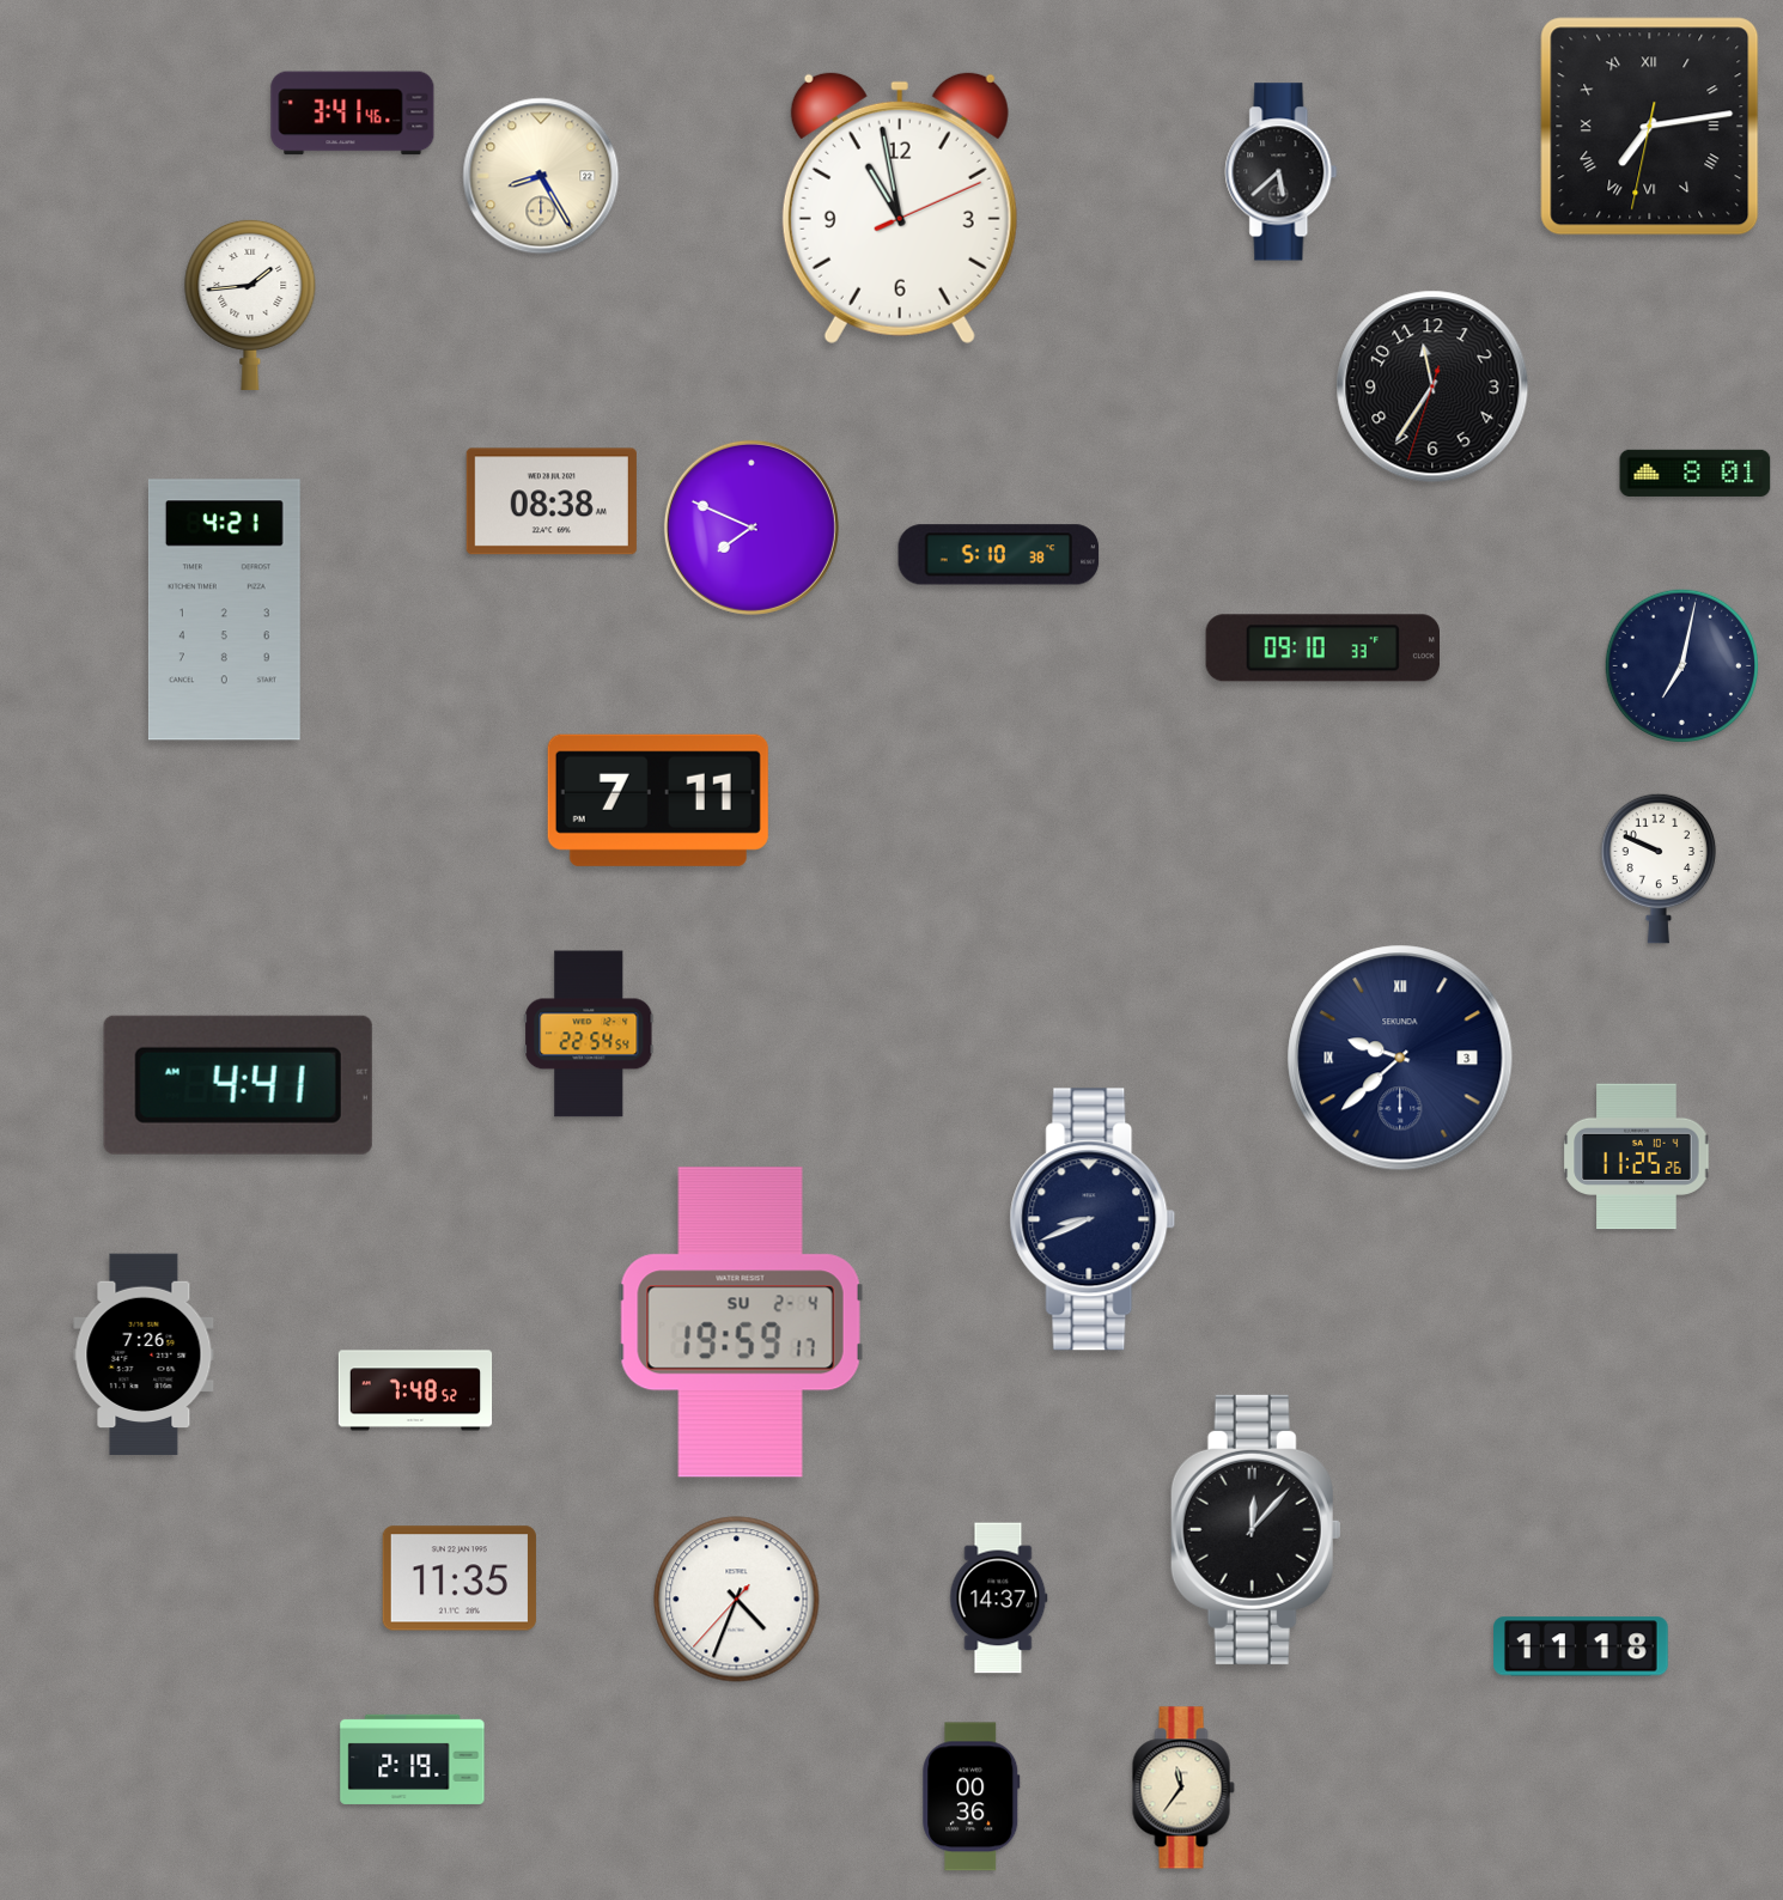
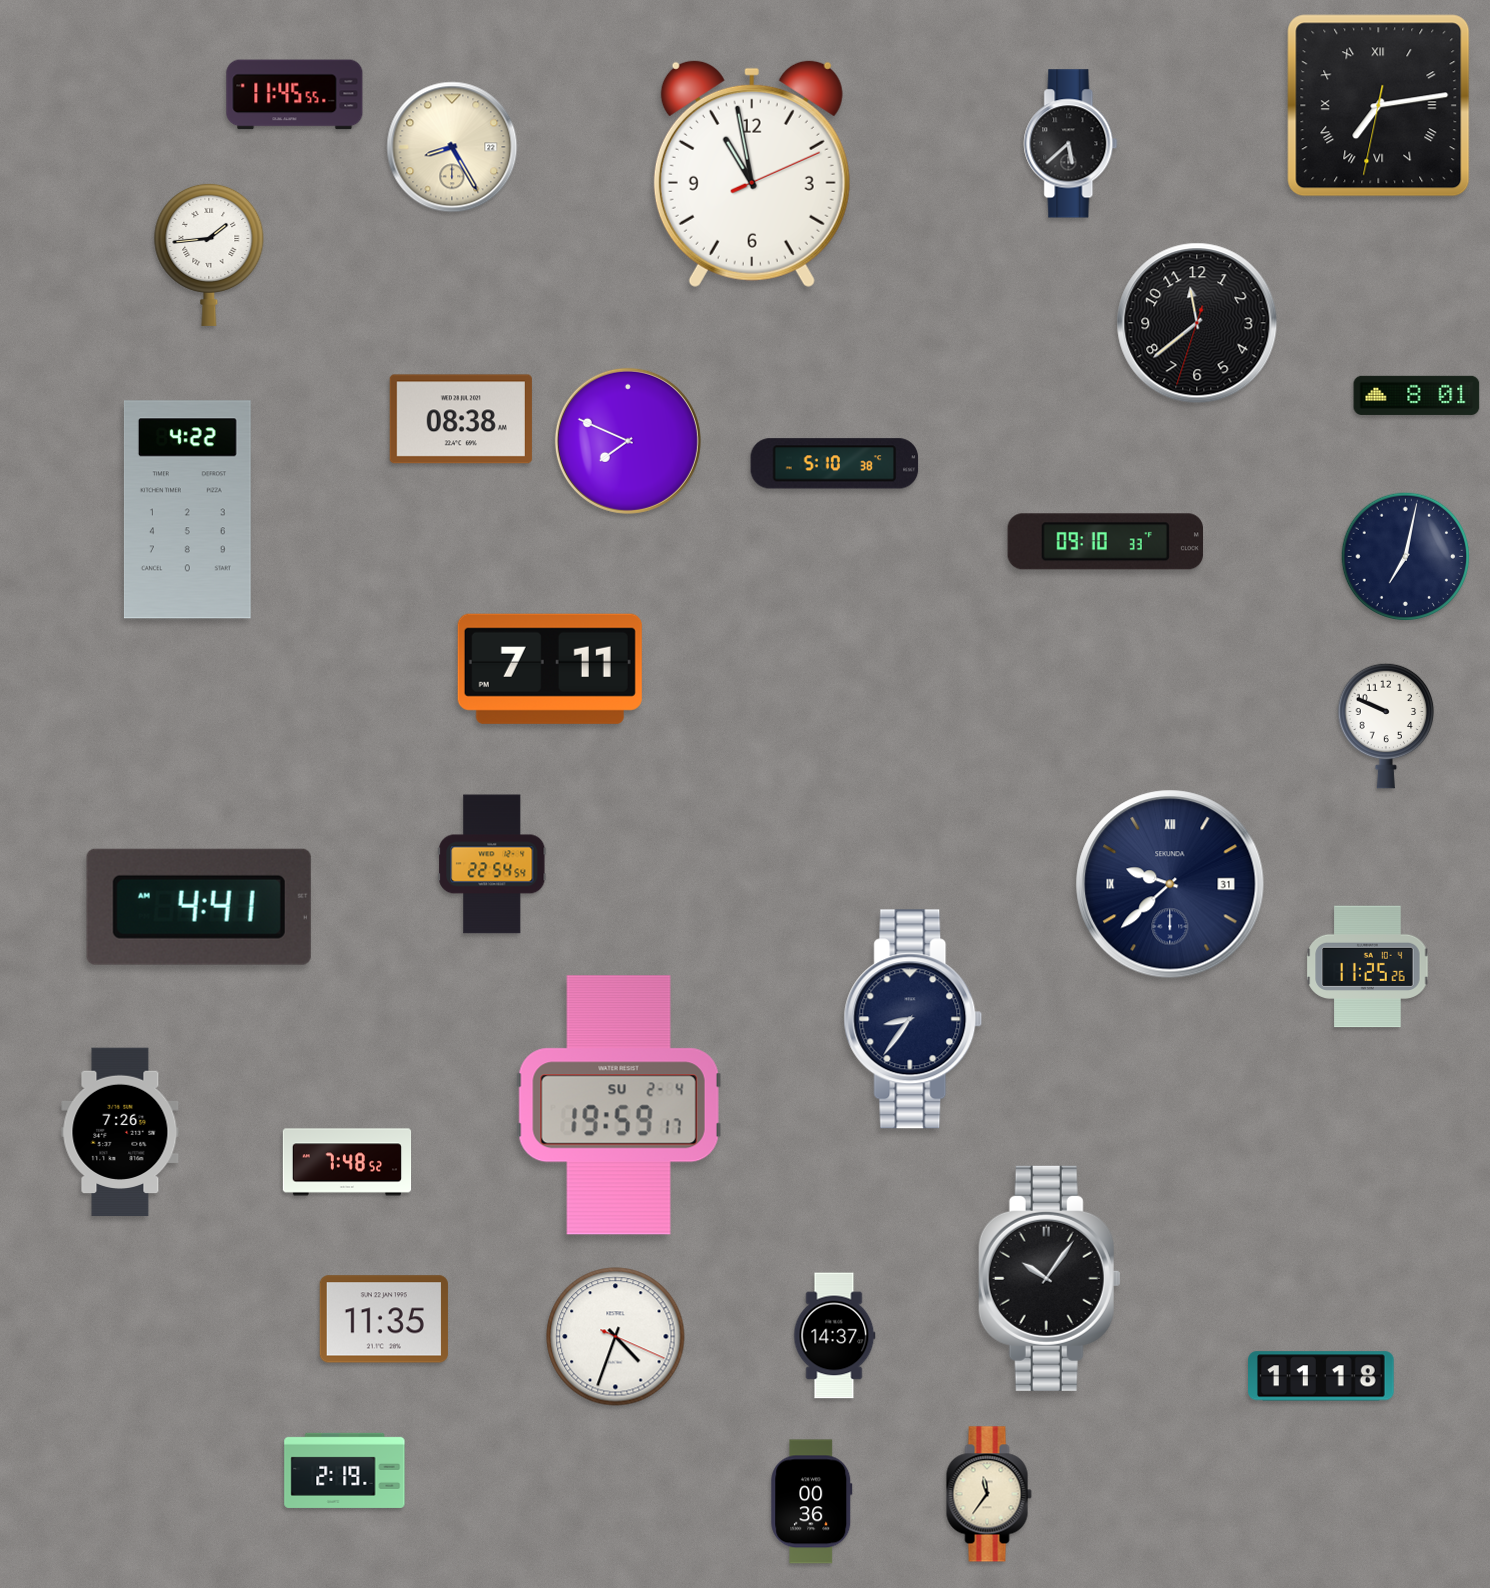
clock at (353, 114): 3:41 -> 11:45
clock at (1432, 386): 11:35 -> 11:38
clock at (224, 610): 4:21 -> 4:22
clock at (1400, 1058) date: 3 -> 31
clock at (1093, 1219): 8:41 -> 8:36
clock at (1255, 1529): 12:07 -> 10:06
clock at (737, 1600): 4:33:37 -> 4:33:19
